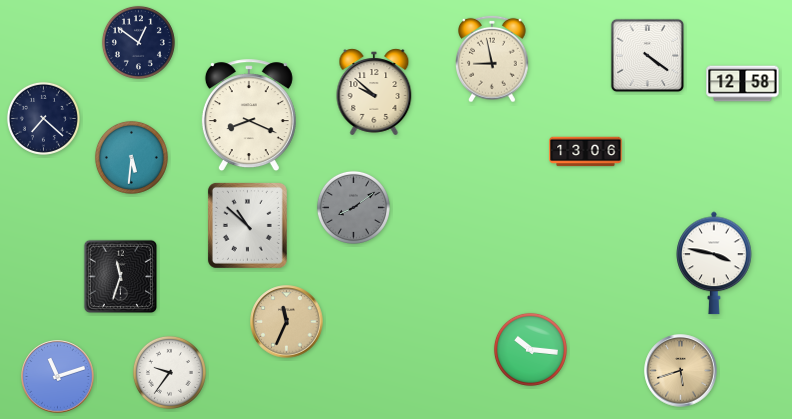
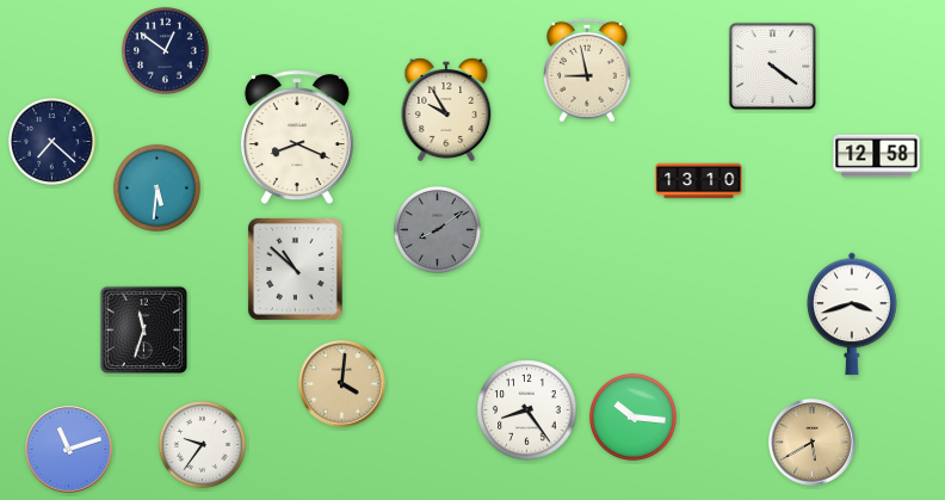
clock at (743, 84) position: (743, 84) -> (877, 156)
clock at (374, 92): 9:52 -> 9:55
clock at (586, 152): 13:06 -> 13:10
clock at (353, 207) position: (353, 207) -> (437, 229)
clock at (714, 263): 3:47 -> 3:42
clock at (287, 322): 11:34 -> 4:01
clock at (527, 411): none -> 8:24
clock at (681, 371): 5:42 -> 5:40
